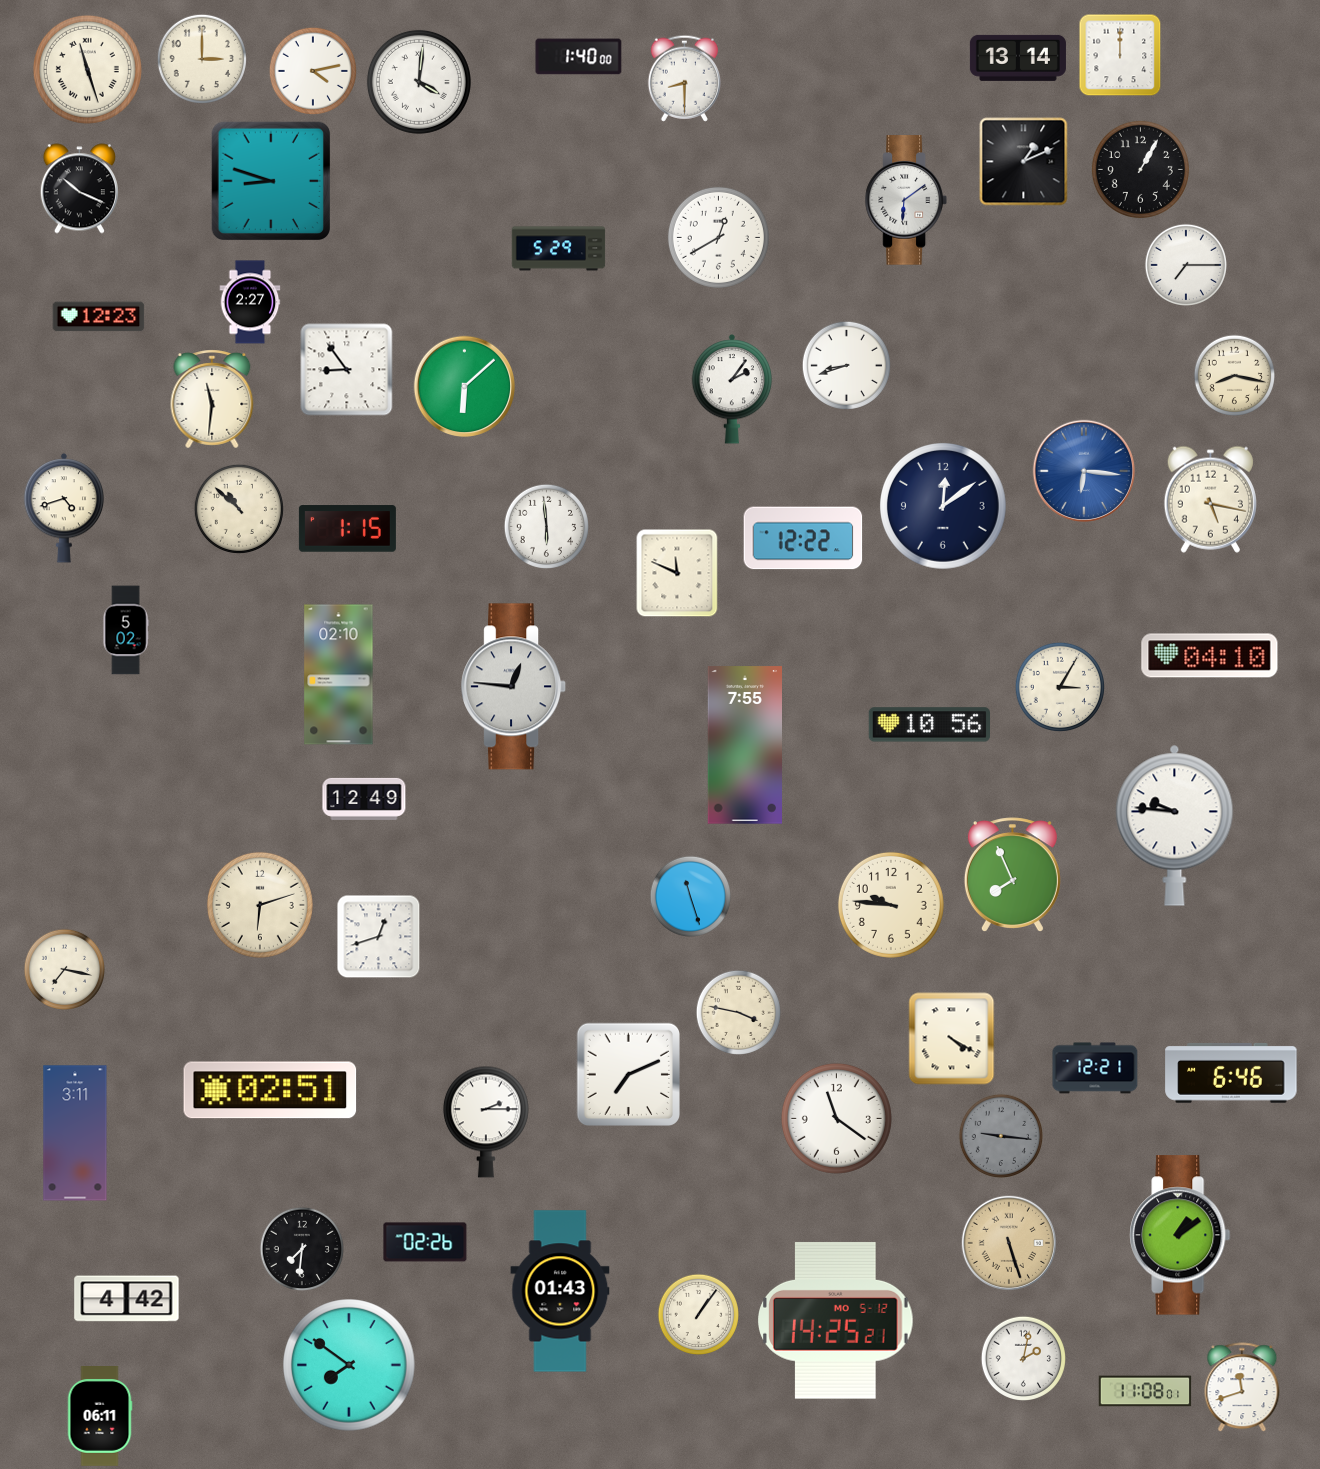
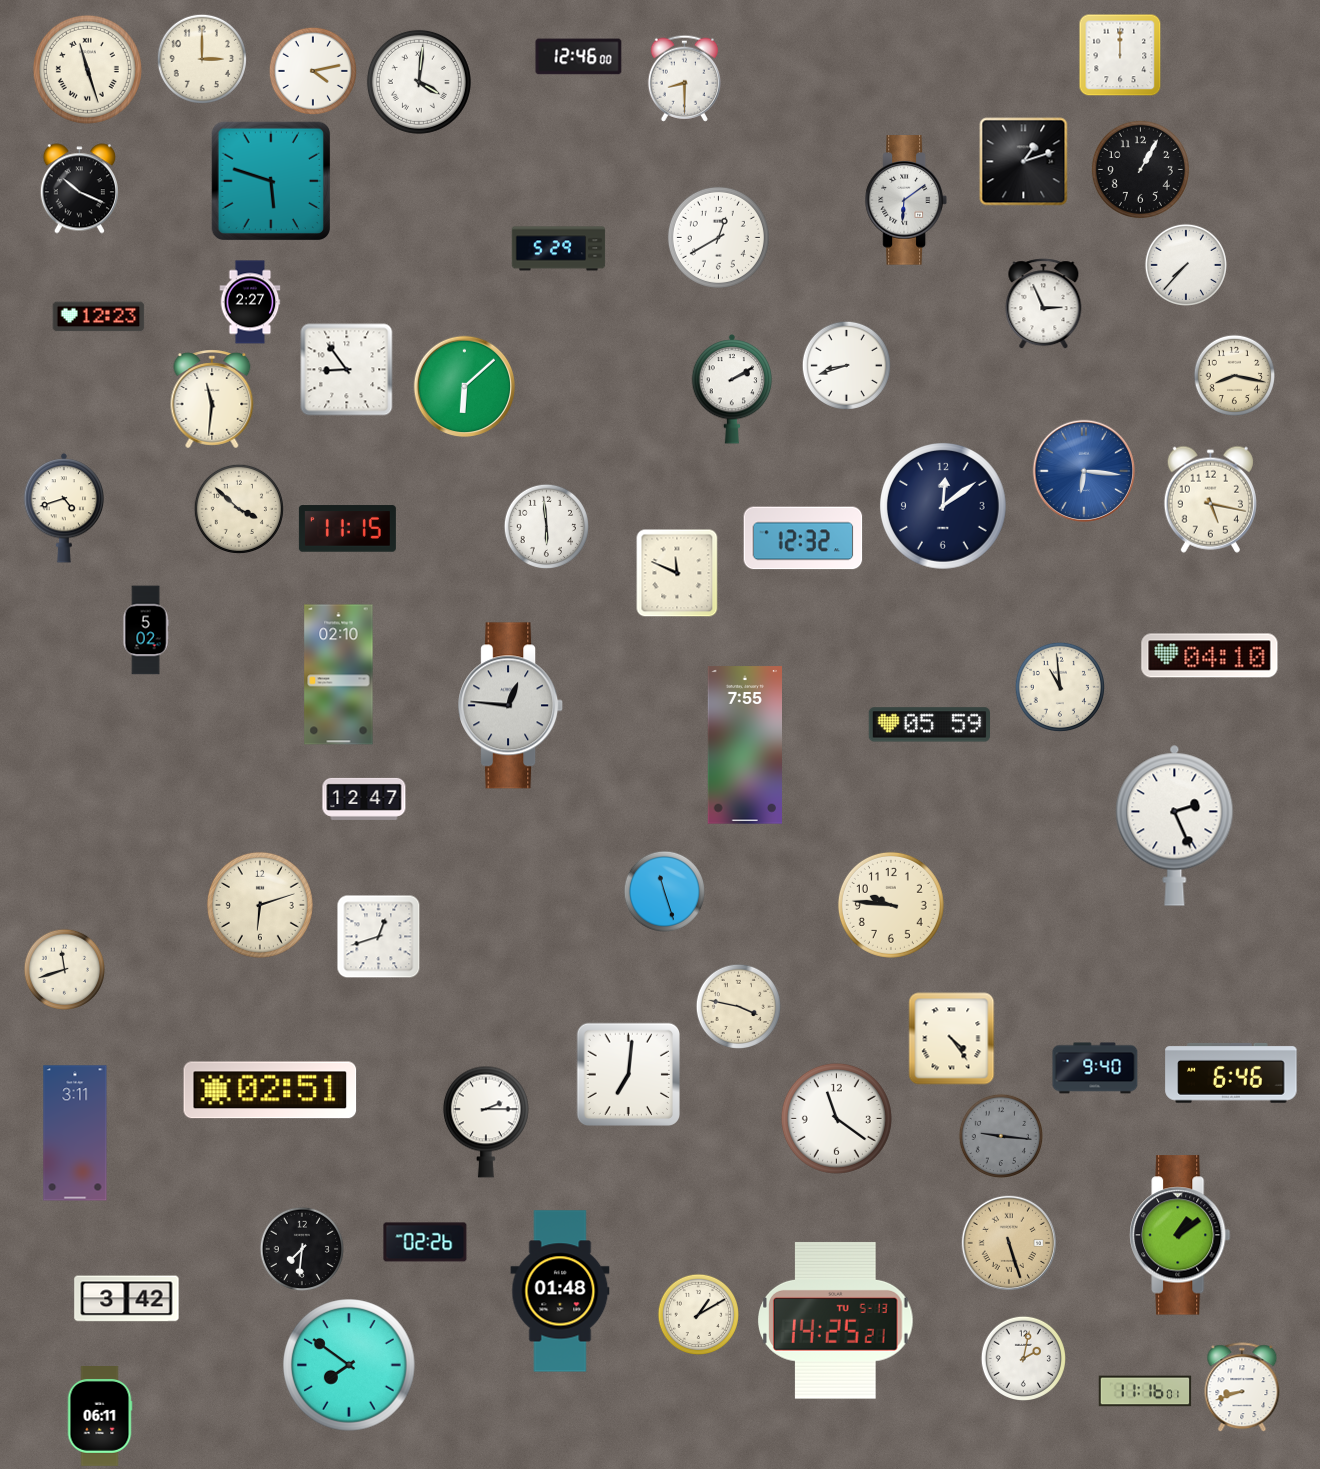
clock at (579, 57): 1:40 -> 12:46
clock at (1018, 58): 13:14 -> none
clock at (1024, 162): 1:11 -> 1:12
clock at (270, 180): 8:48 -> 5:48
clock at (1185, 264): 7:15 -> 7:37
clock at (1044, 304): none -> 2:56
clock at (732, 389): 2:06 -> 2:10
clock at (239, 509): 10:52 -> 3:52
clock at (347, 529): 1:15 -> 11:15
clock at (803, 538): 12:22 -> 12:32
clock at (126, 630) position: (126, 630) -> (146, 630)
clock at (514, 687) position: (514, 687) -> (511, 706)
clock at (1060, 687): 3:05 -> 10:59
clock at (929, 725): 10:56 -> 05:59
clock at (364, 799): 12:49 -> 12:47
clock at (1175, 825): 9:46 -> 2:26
clock at (1012, 874): 7:56 -> none
clock at (690, 896) position: (690, 896) -> (664, 891)
clock at (64, 969): 7:17 -> 11:42
clock at (738, 1012) position: (738, 1012) -> (738, 1006)
clock at (952, 1039): 4:20 -> 4:24
clock at (1095, 1068): 12:21 -> 9:40
clock at (628, 1074): 7:11 -> 7:01
clock at (560, 1291): 01:43 -> 01:48
clock at (127, 1299): 4:42 -> 3:42
clock at (698, 1314): 1:06 -> 1:10
clock at (836, 1320) date: MO 5-12 -> TU 5-13
clock at (1242, 1388): 11:42 -> 8:42
clock at (1145, 1391): 11:08 -> 11:16
